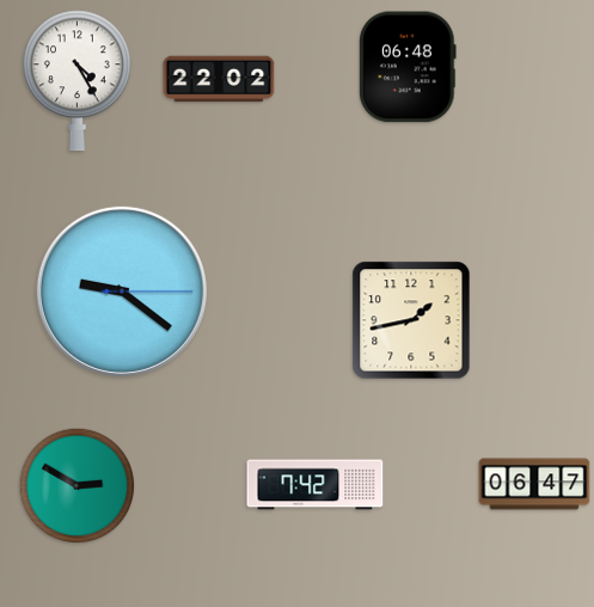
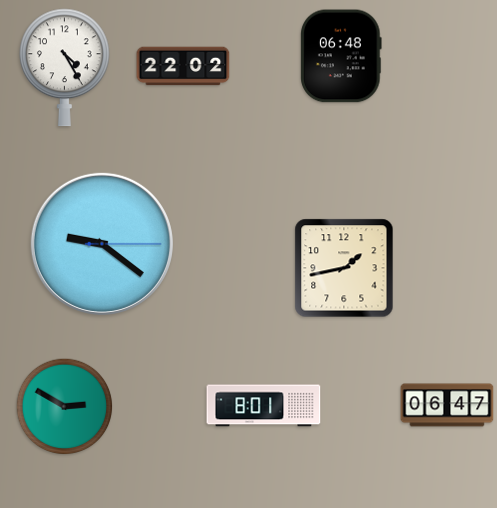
clock at (316, 485): 7:42 -> 8:01
